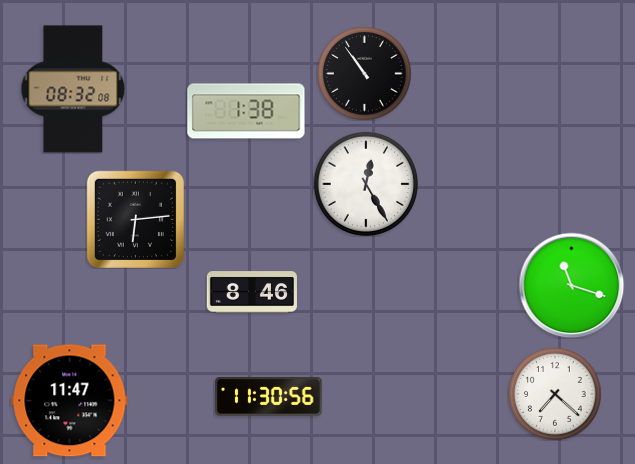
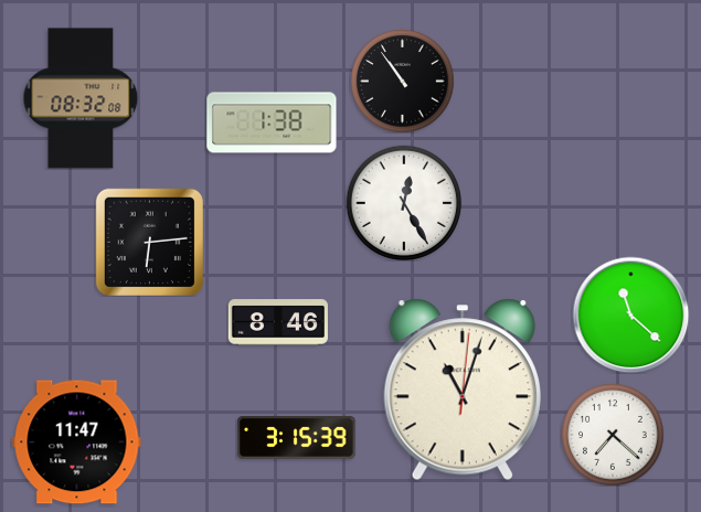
clock at (571, 285): 11:18 -> 11:22
clock at (463, 390): none -> 11:03
clock at (269, 397): 11:30 -> 3:15
